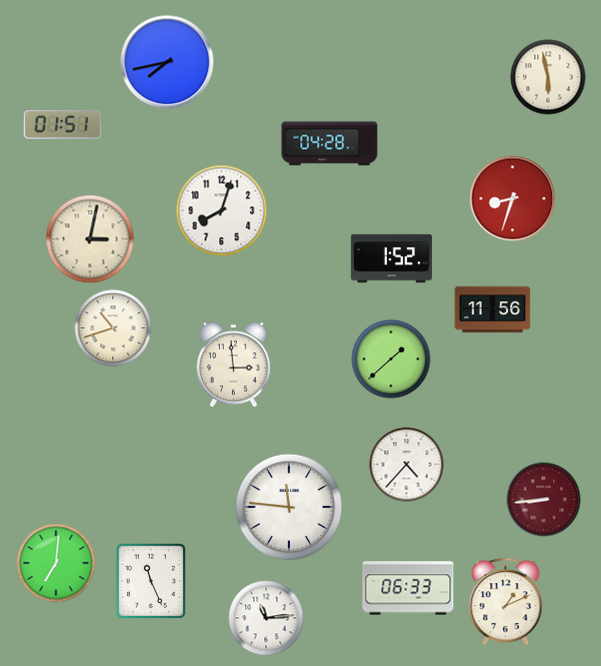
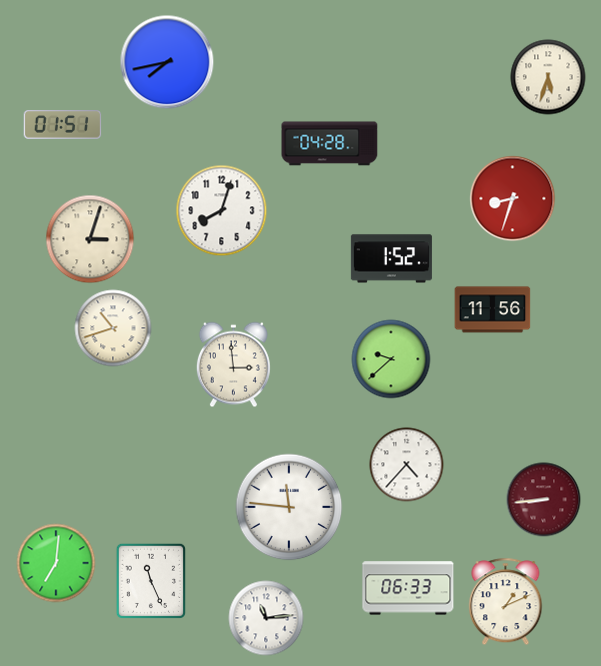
clock at (548, 77): 5:58 -> 5:33
clock at (90, 239): 3:02 -> 3:03
clock at (391, 359): 1:38 -> 9:38
